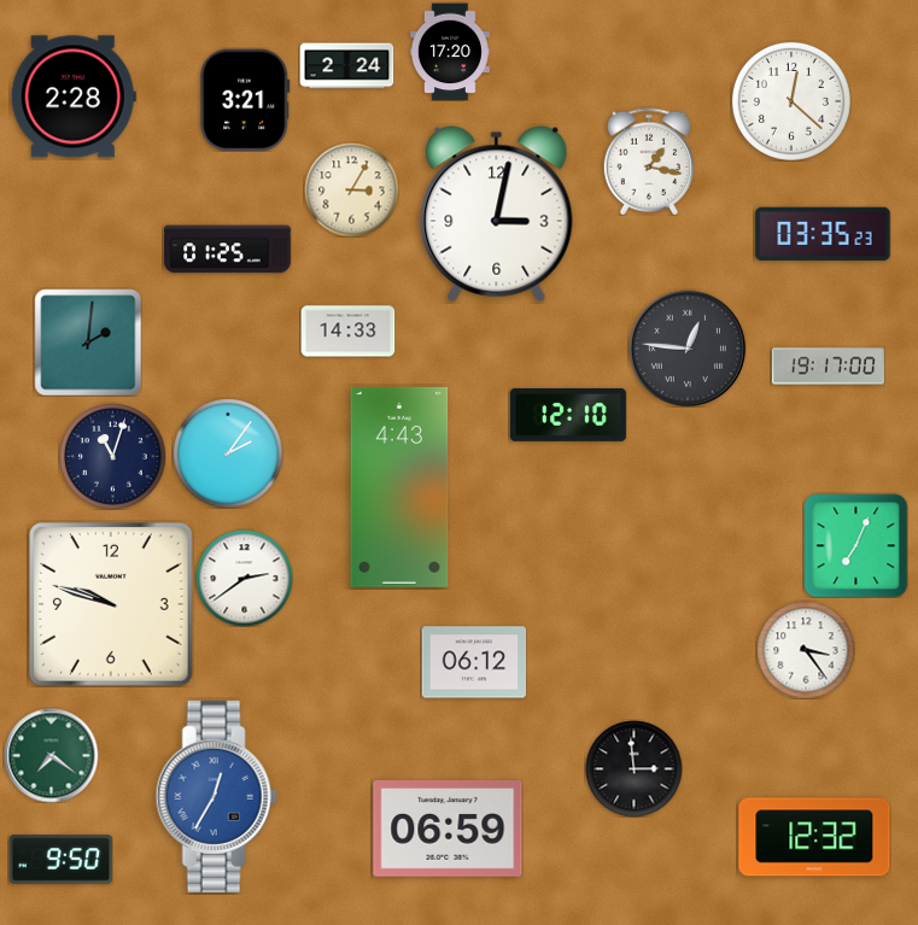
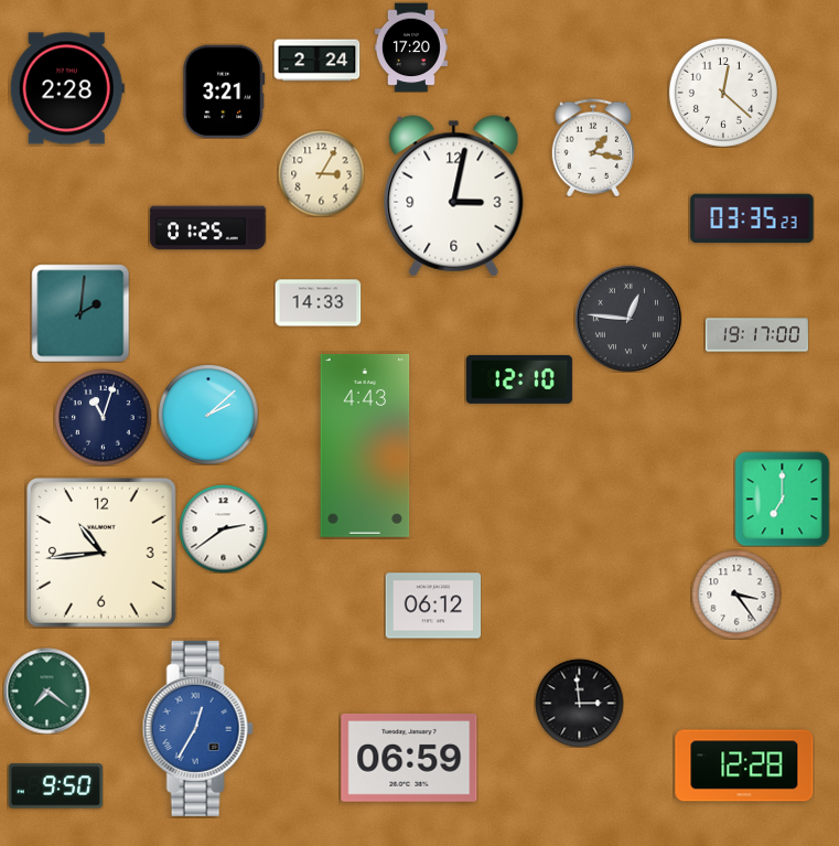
clock at (823, 234) position: (823, 234) -> (752, 218)
clock at (228, 453): 2:06 -> 2:08
clock at (855, 545): 7:04 -> 7:00
clock at (112, 605): 9:48 -> 10:44
clock at (814, 837): 12:32 -> 12:28
